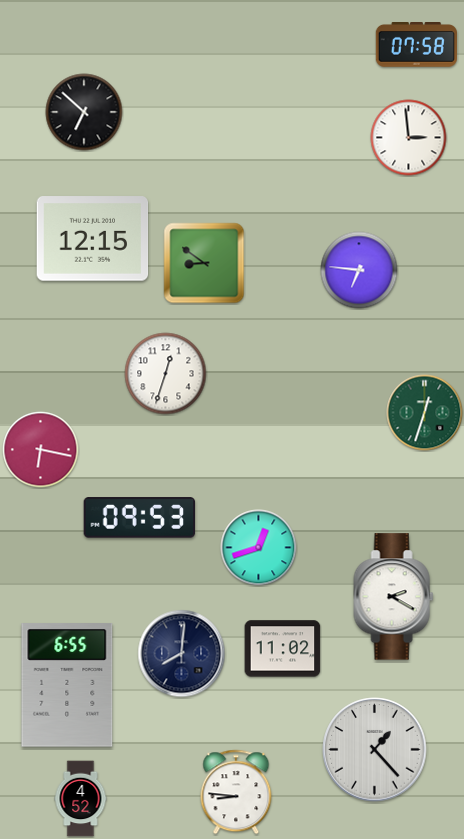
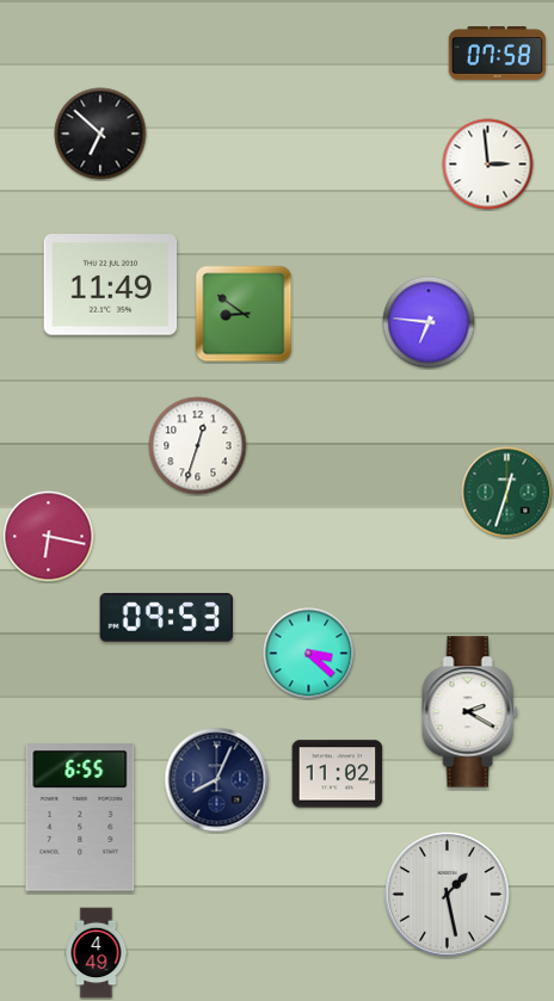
clock at (93, 239): 12:15 -> 11:49
clock at (259, 548): 12:42 -> 3:22
clock at (182, 654): 8:01 -> 8:04
clock at (375, 750): 1:23 -> 1:28
clock at (236, 792): 8:46 -> none
clock at (81, 799): 4:52 -> 4:49
